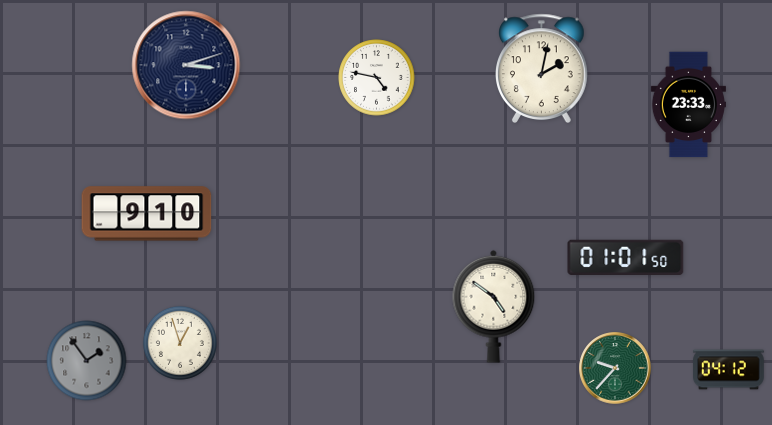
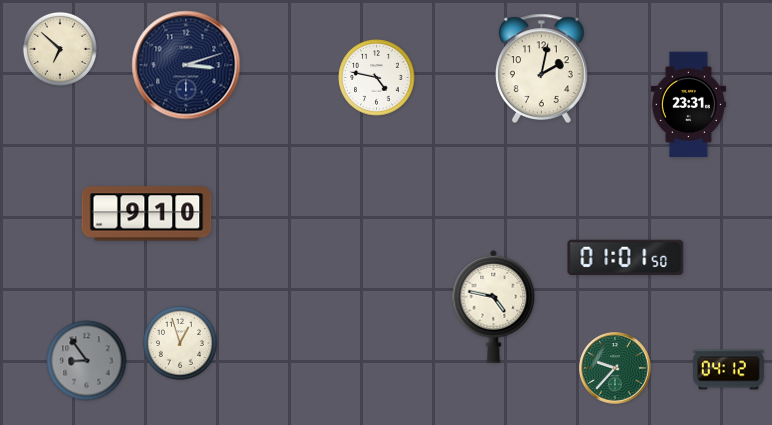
clock at (60, 49): none -> 6:52
clock at (688, 105): 23:33 -> 23:31
clock at (494, 306): 4:51 -> 4:47
clock at (87, 361): 1:54 -> 8:54
